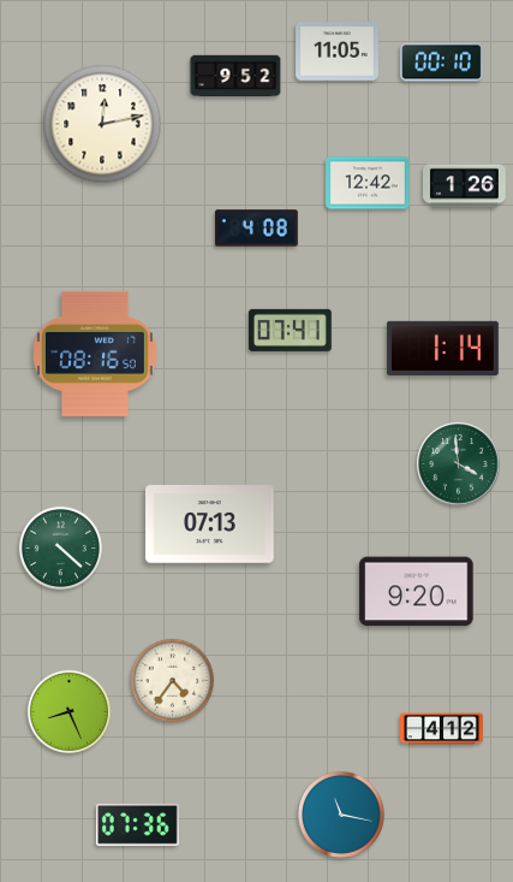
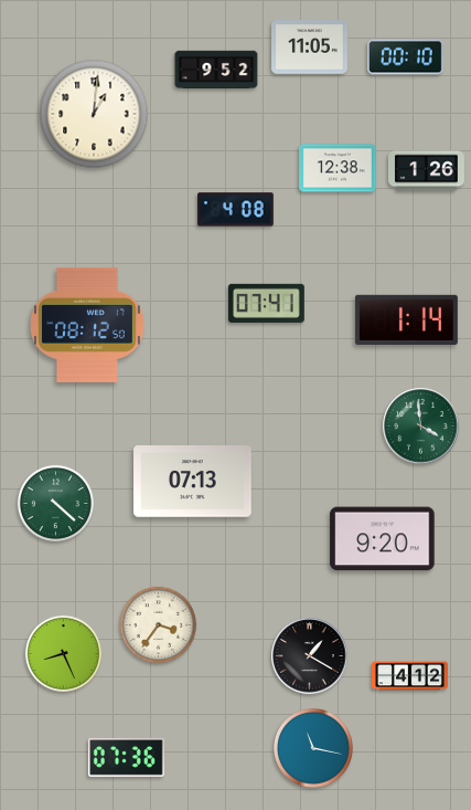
clock at (102, 124): 12:13 -> 1:01
clock at (368, 183): 12:42 -> 12:38
clock at (96, 354): 08:16 -> 08:12
clock at (417, 592) position: (417, 592) -> (383, 539)
clock at (172, 680): 4:36 -> 3:36
clock at (310, 656): none -> 1:20
clock at (442, 729) position: (442, 729) -> (410, 676)
